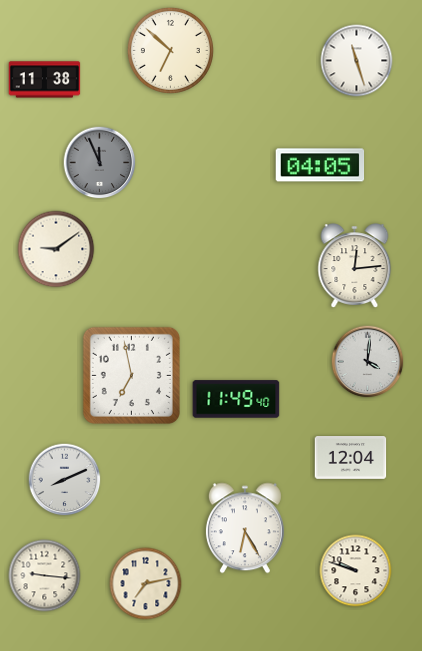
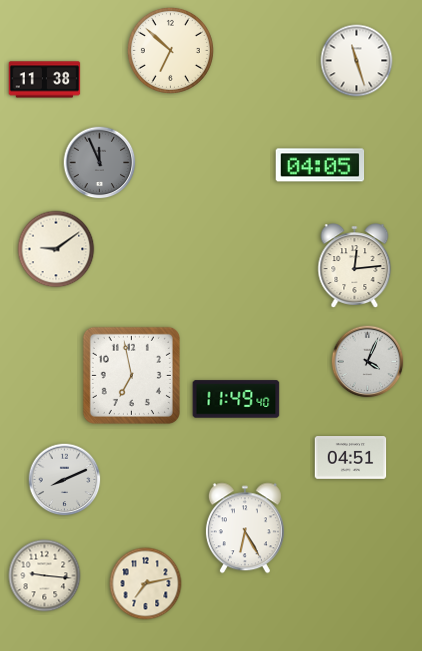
clock at (368, 362): 4:01 -> 4:04
clock at (351, 458): 12:04 -> 04:51
clock at (356, 571): 9:48 -> none
